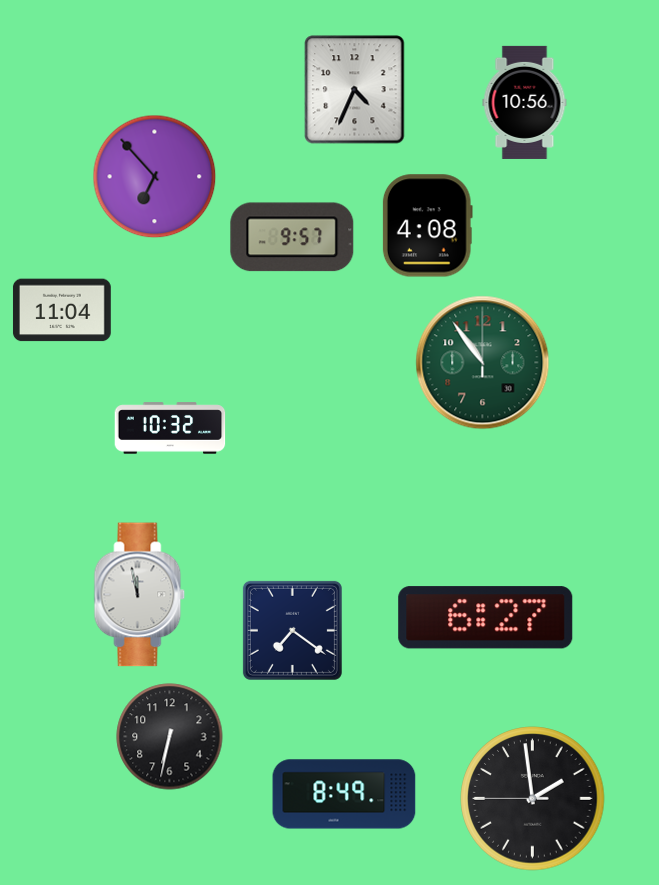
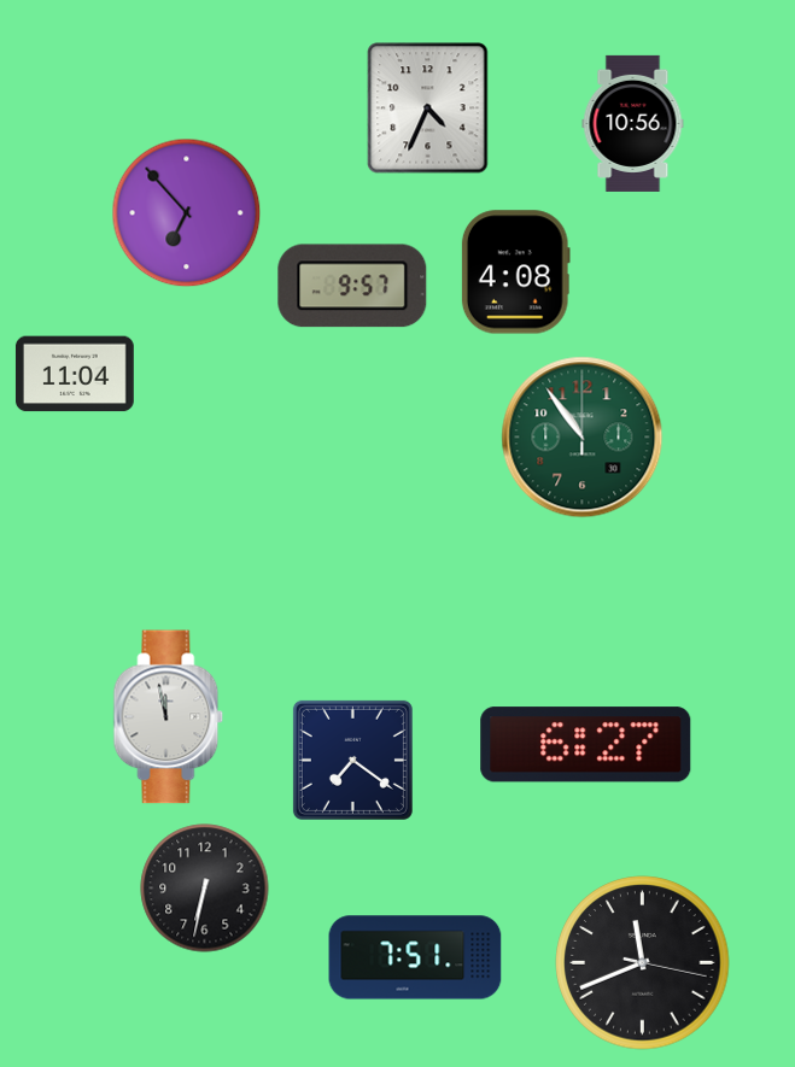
clock at (170, 428): 10:32 -> none
clock at (344, 794): 8:49 -> 7:51
clock at (533, 799): 1:58 -> 11:41
